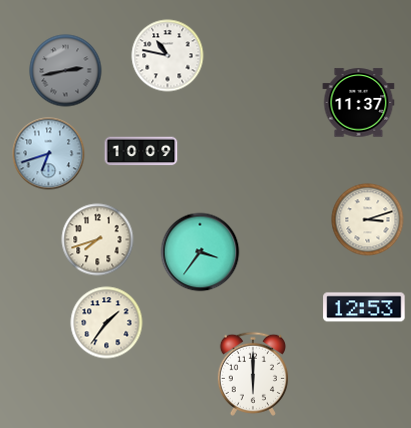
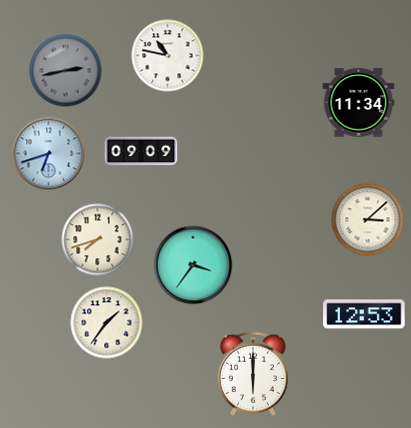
clock at (359, 103): 11:37 -> 11:34
clock at (141, 151): 10:09 -> 09:09
clock at (368, 220): 3:12 -> 3:08
clock at (200, 252) position: (200, 252) -> (193, 265)
clock at (364, 307) position: (364, 307) -> (364, 314)
